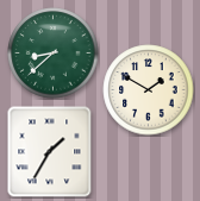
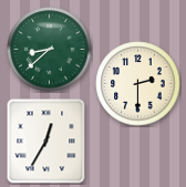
clock at (149, 90): 1:50 -> 2:30
clock at (50, 151): 1:35 -> 12:35
